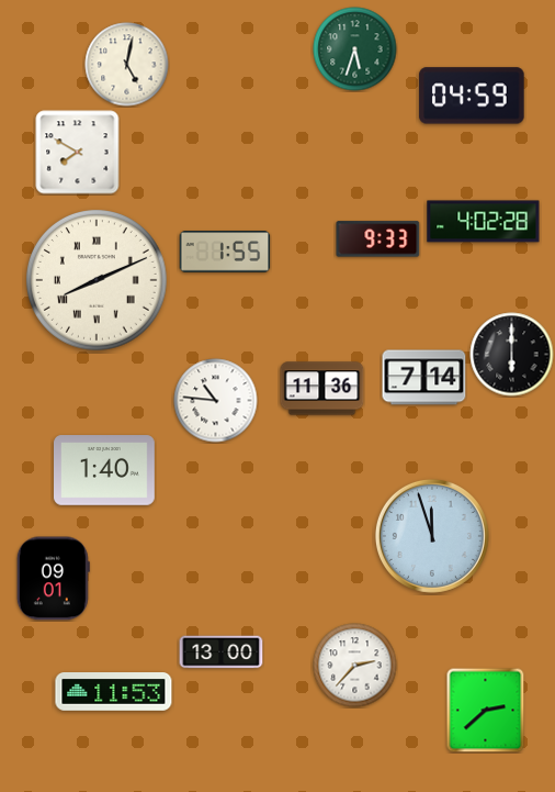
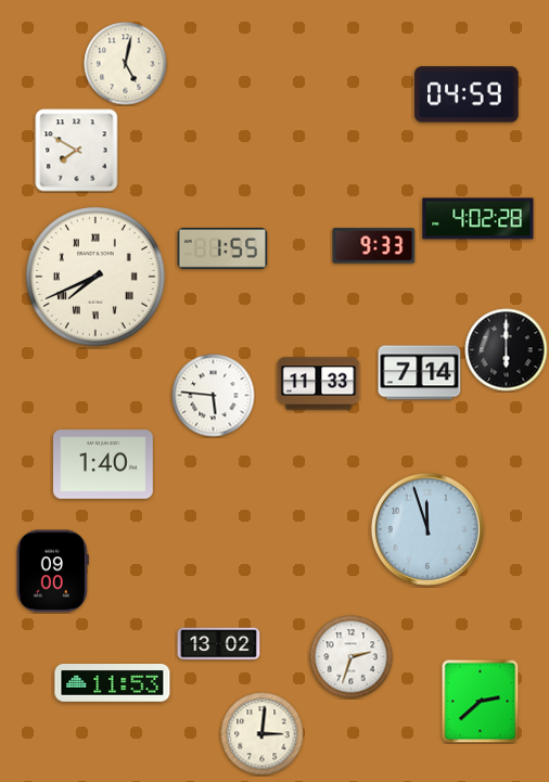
clock at (355, 49): 5:33 -> none
clock at (378, 239) position: (378, 239) -> (374, 246)
clock at (98, 281): 8:11 -> 7:41
clock at (322, 389): 11:36 -> 11:33
clock at (216, 401): 10:46 -> 5:46
clock at (53, 579): 09:01 -> 09:00
clock at (222, 652): 13:00 -> 13:02
clock at (355, 666): 2:37 -> 2:33
clock at (263, 734): none -> 3:01
